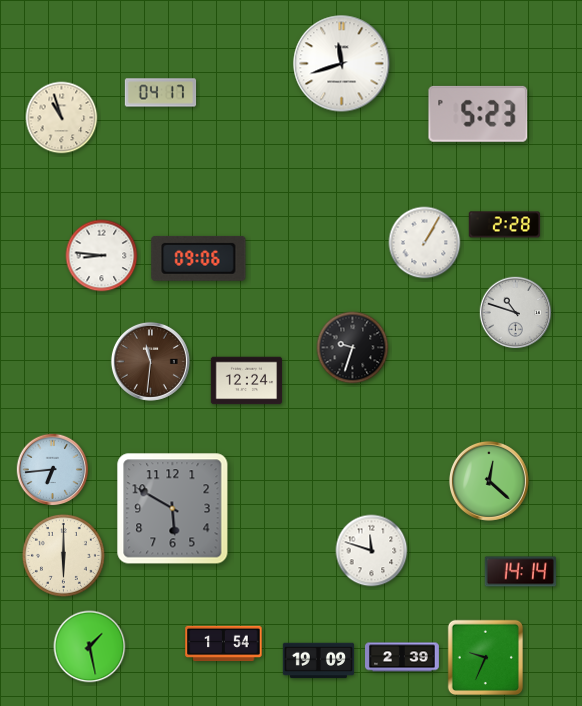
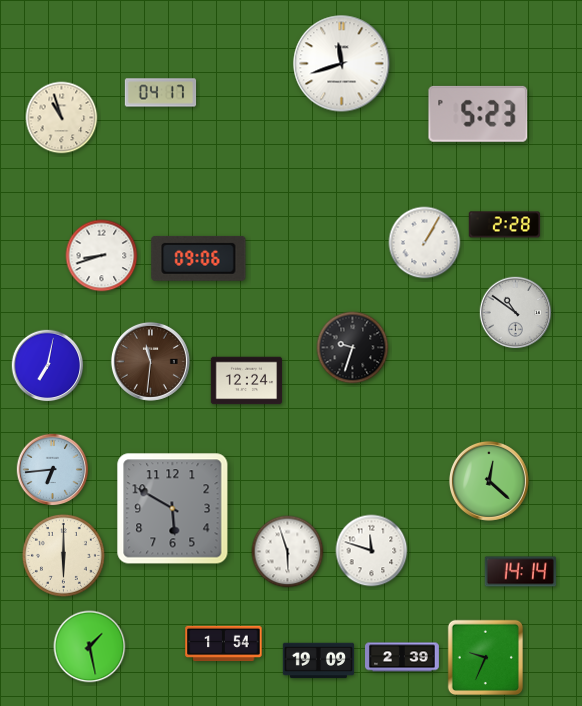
clock at (102, 256): 8:46 -> 8:42
clock at (516, 313): 10:48 -> 10:51
clock at (48, 366): none -> 7:02
clock at (288, 552): none -> 5:57
